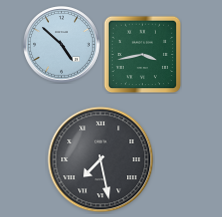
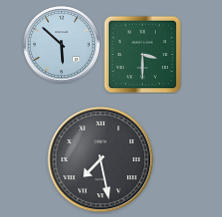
clock at (62, 45): 4:52 -> 5:52
clock at (142, 54): 3:43 -> 3:30
